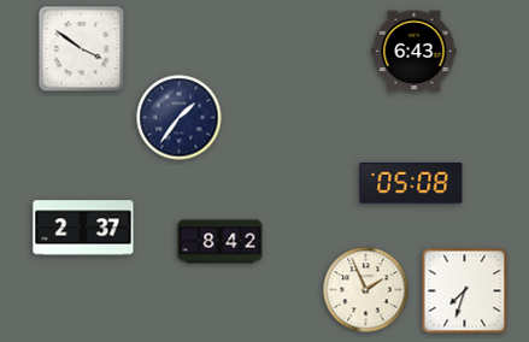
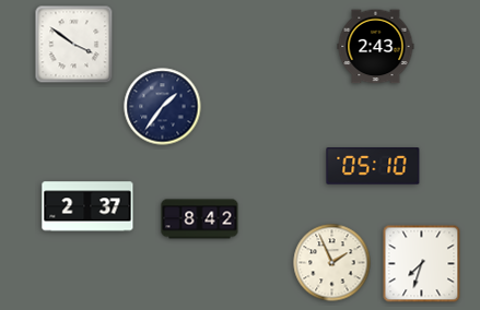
clock at (415, 52): 6:43 -> 2:43
clock at (411, 183): 05:08 -> 05:10
clock at (83, 228) position: (83, 228) -> (87, 206)
